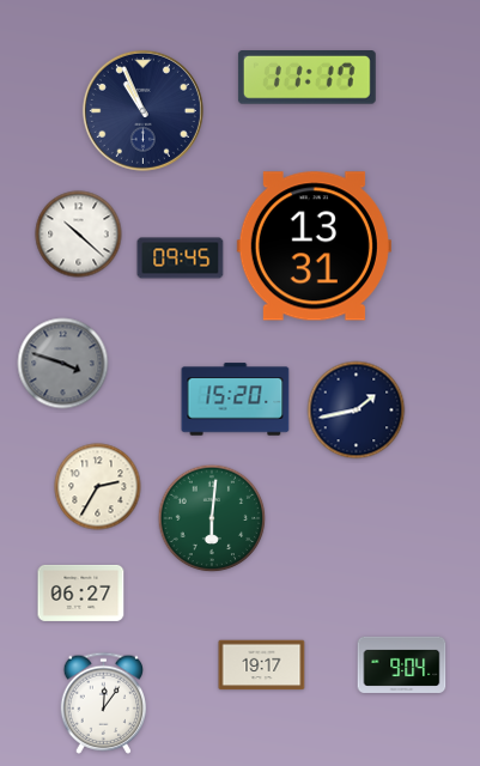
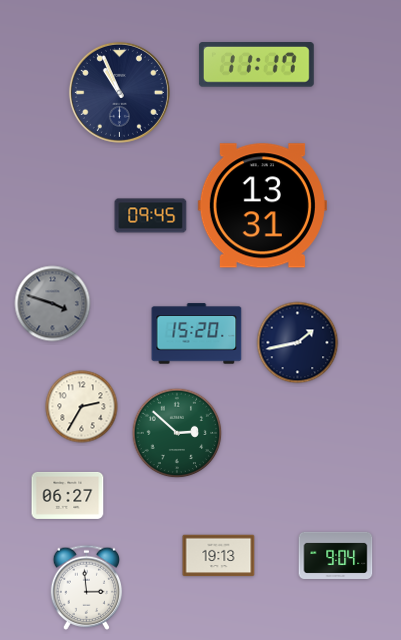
clock at (79, 235): 10:22 -> none
clock at (212, 518): 6:01 -> 2:52
clock at (262, 665): 19:17 -> 19:13
clock at (104, 703): 12:06 -> 2:59
